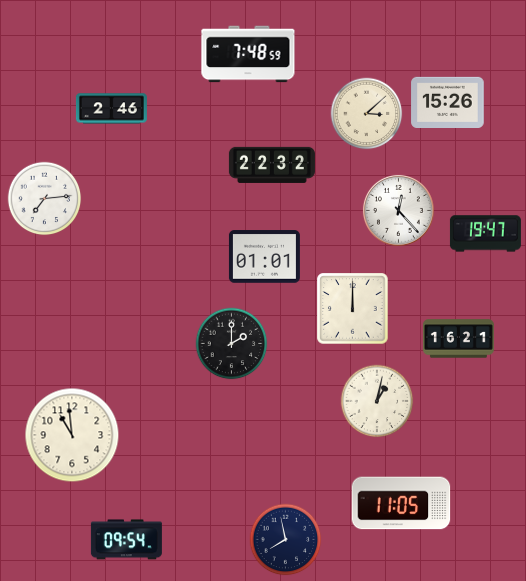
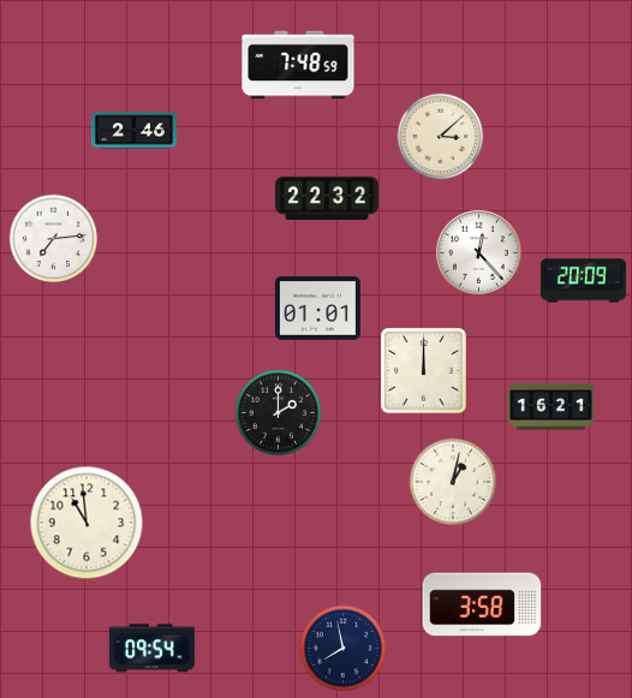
clock at (448, 102): 15:26 -> none
clock at (485, 234): 19:47 -> 20:09
clock at (401, 503): 11:05 -> 3:58
